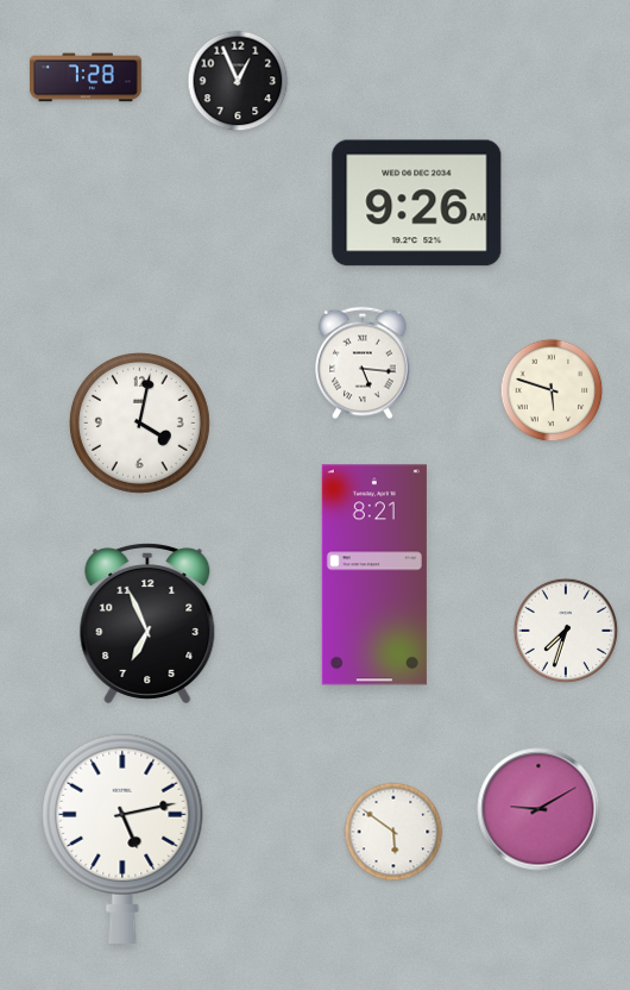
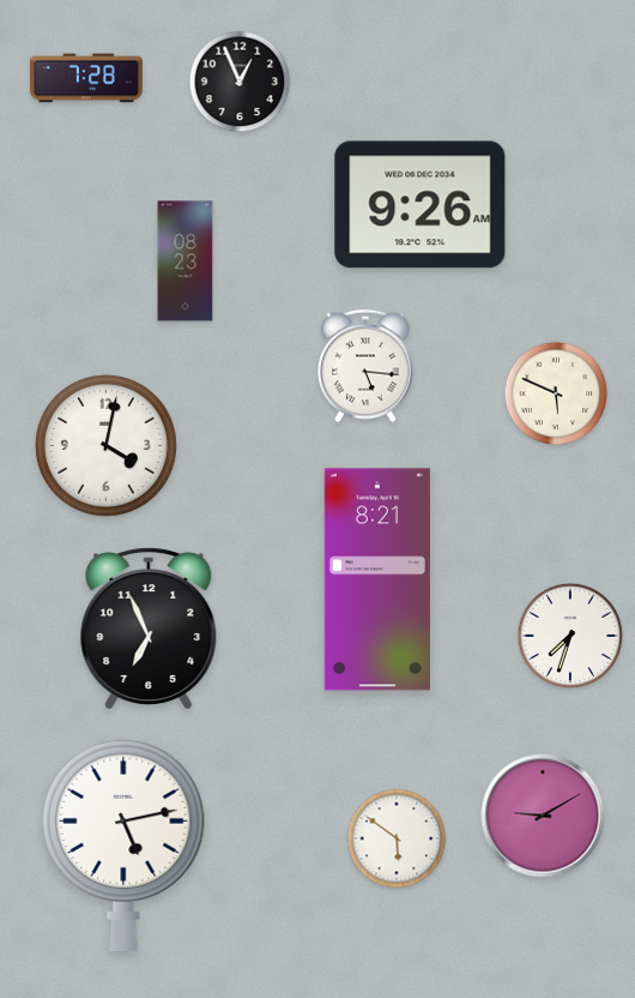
clock at (186, 261): none -> 08:23
clock at (552, 390): 5:48 -> 5:49
clock at (139, 422) position: (139, 422) -> (105, 445)
